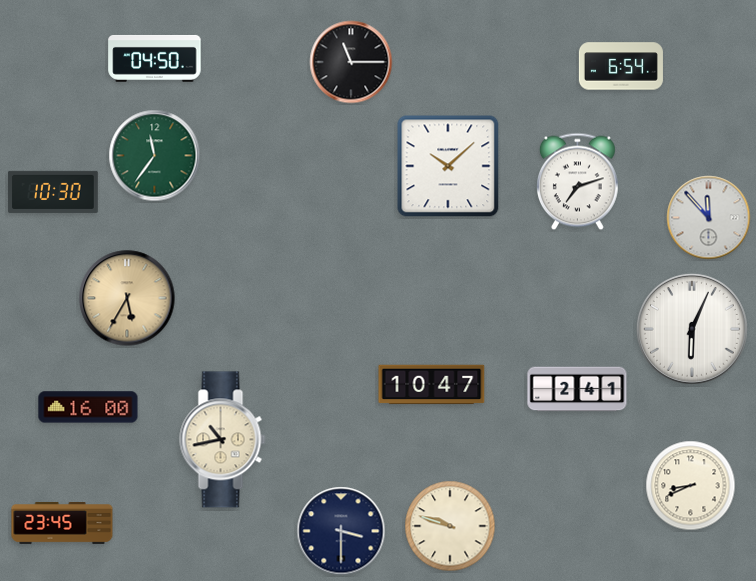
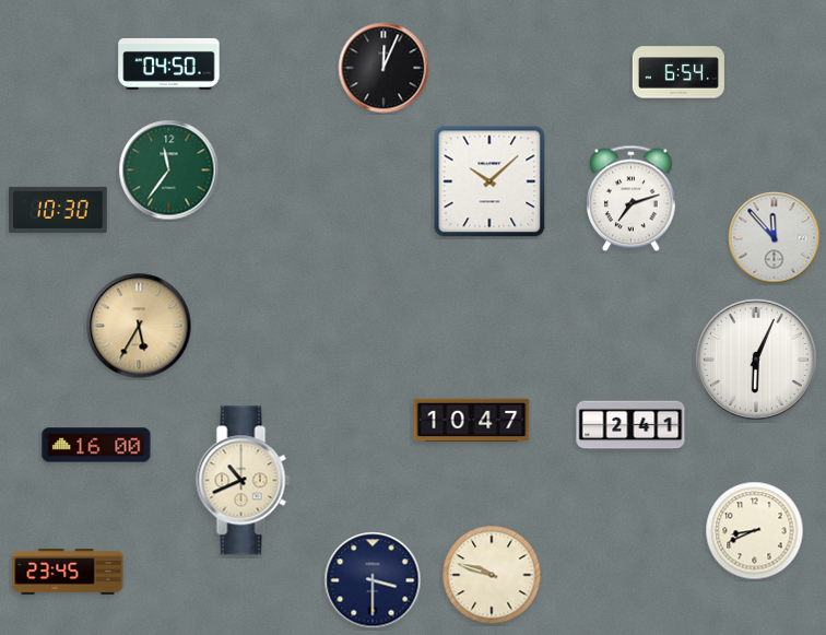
clock at (351, 62): 11:15 -> 12:04
clock at (223, 440): 10:43 -> 10:41
